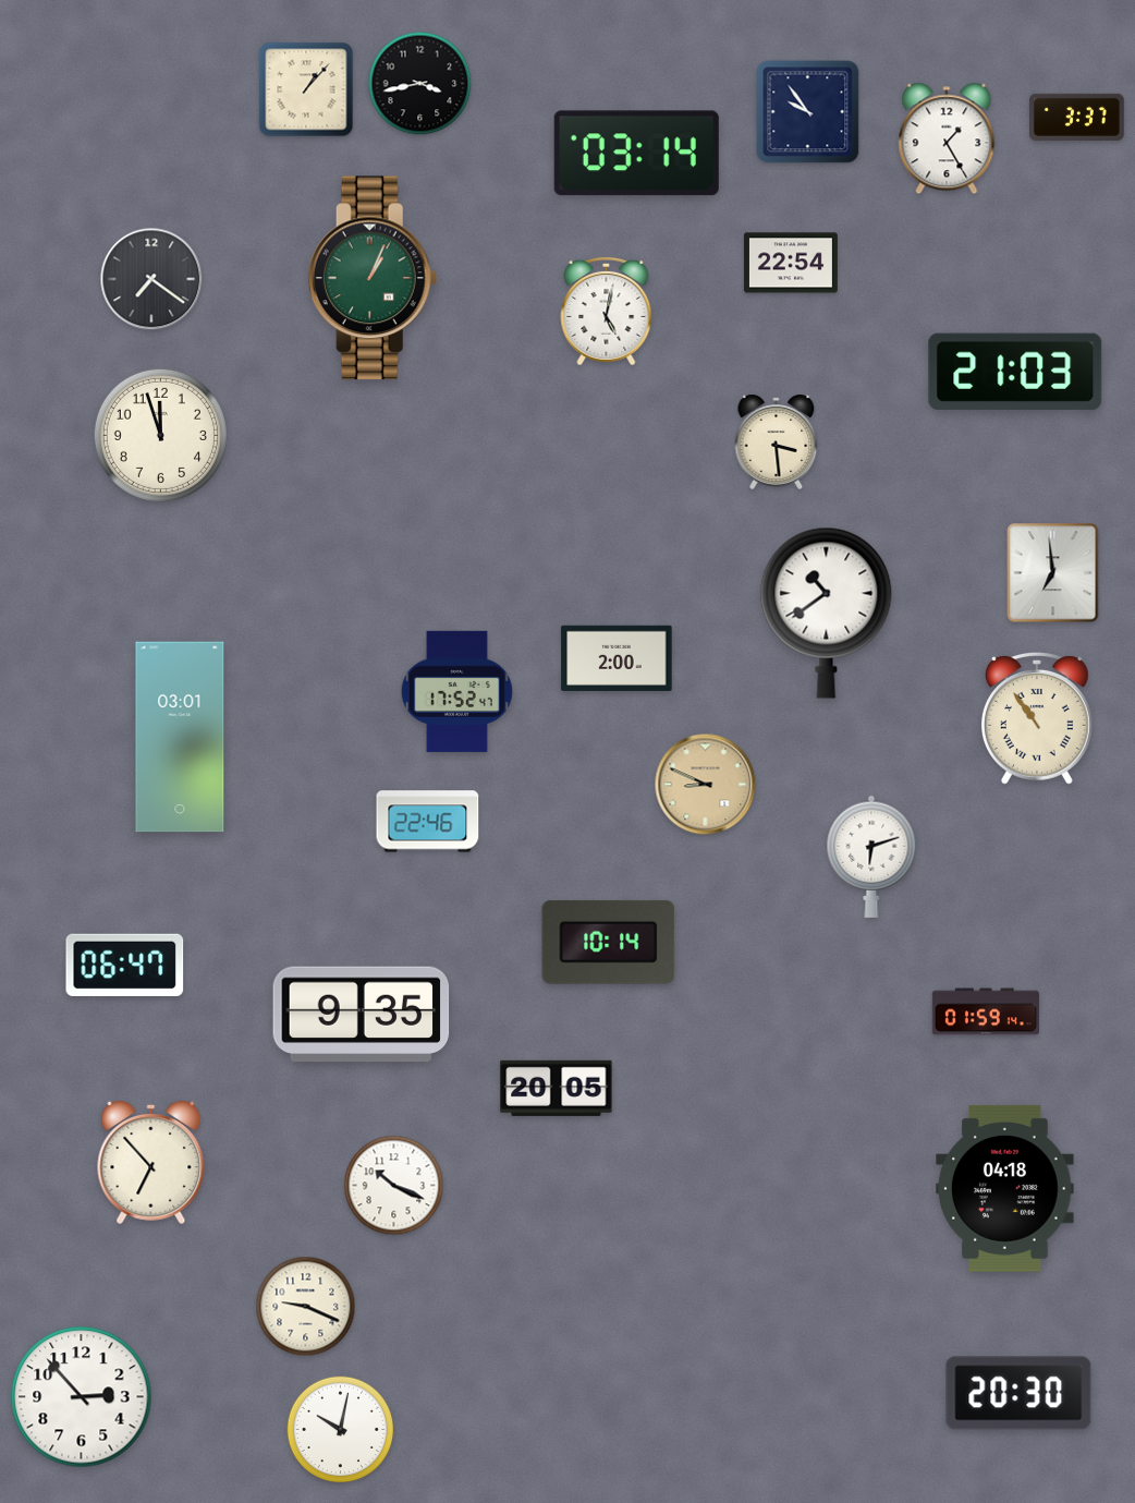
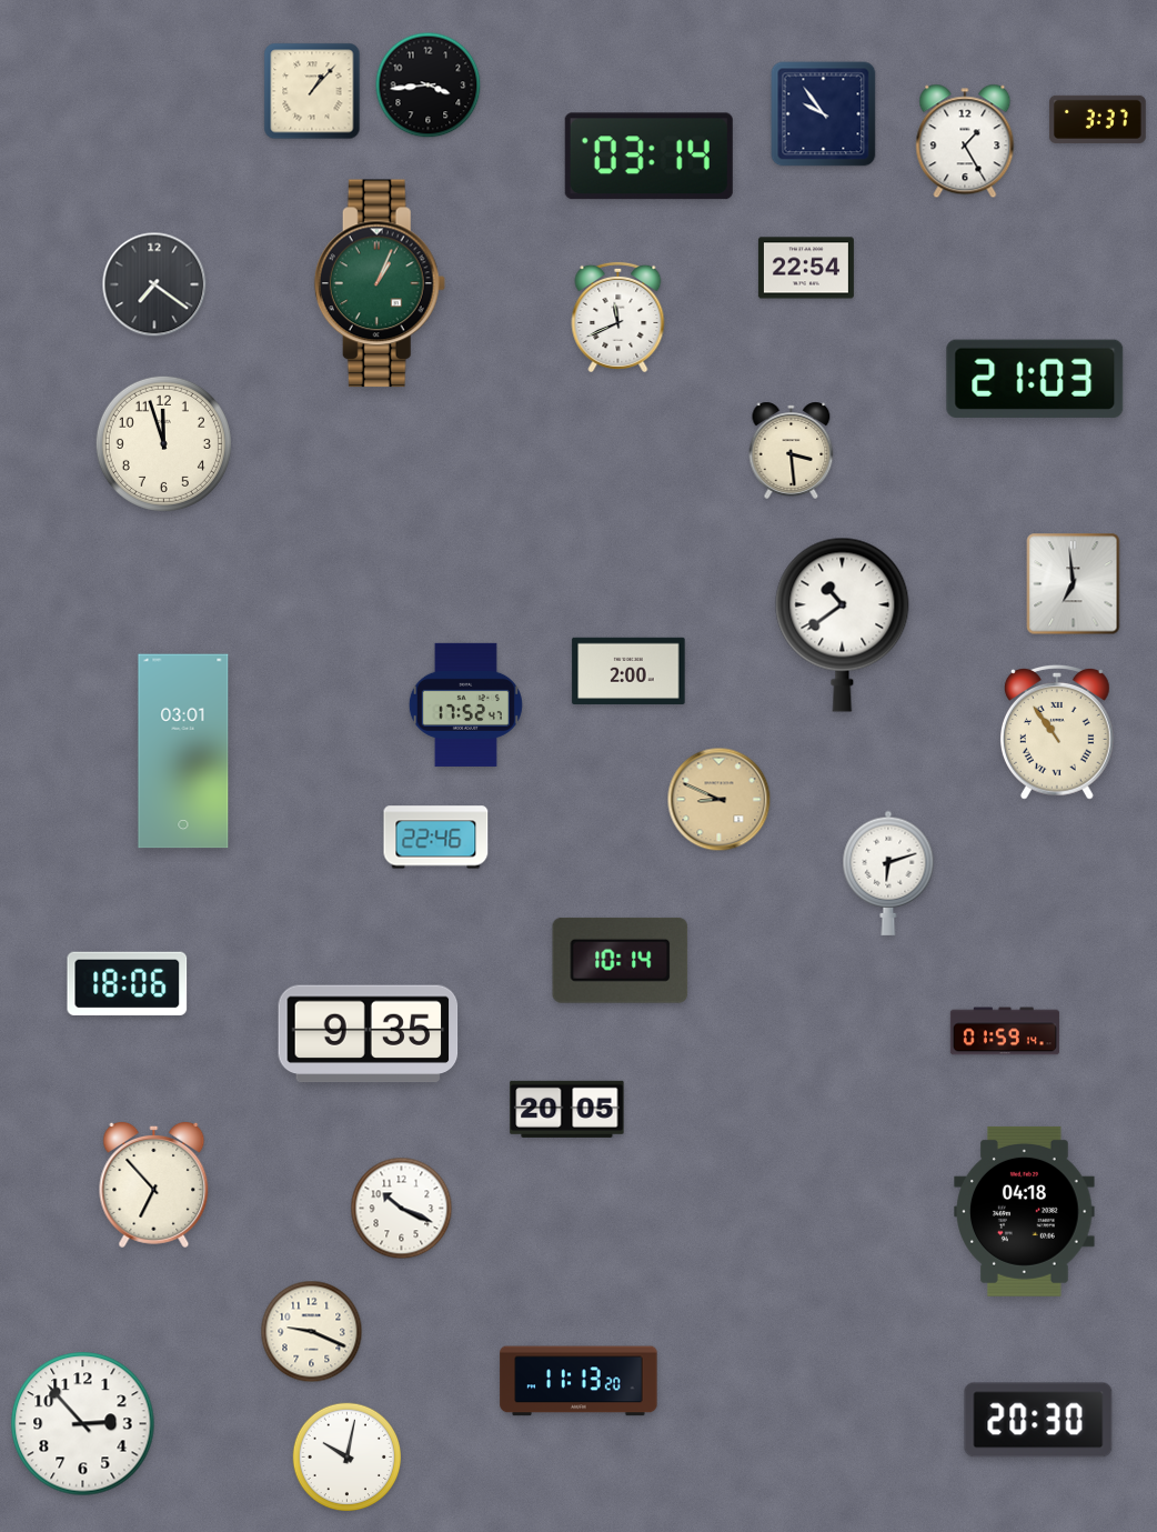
clock at (420, 84): 3:43 -> 3:44
clock at (607, 311): 5:02 -> 11:41
clock at (125, 965): 06:47 -> 18:06
clock at (578, 1381): none -> 11:13
